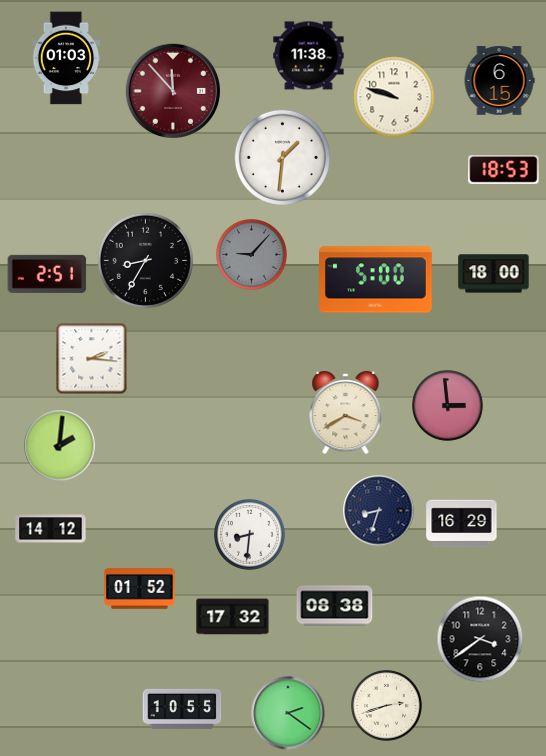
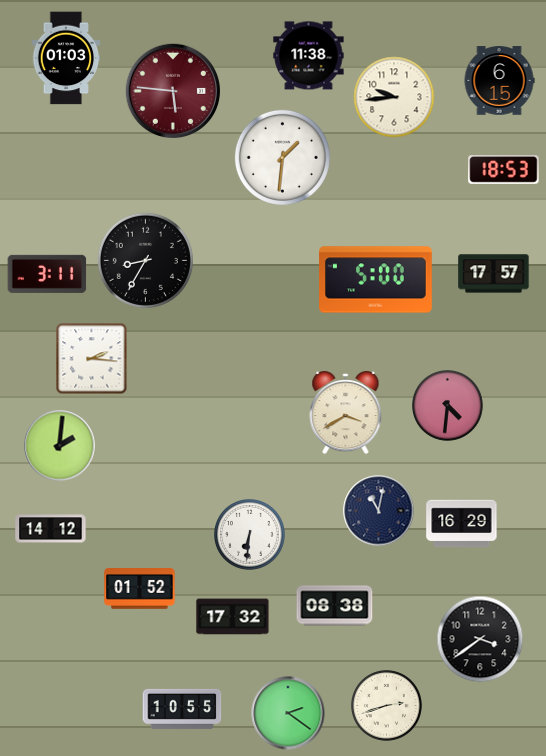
clock at (173, 91): 11:53 -> 5:46
clock at (394, 97): 9:48 -> 9:44
clock at (252, 255): 9:07 -> none
clock at (47, 274): 2:51 -> 3:11
clock at (494, 274): 18:00 -> 17:57
clock at (448, 406): 2:59 -> 4:31
clock at (379, 511): 8:33 -> 11:02
clock at (250, 535): 8:31 -> 6:31
